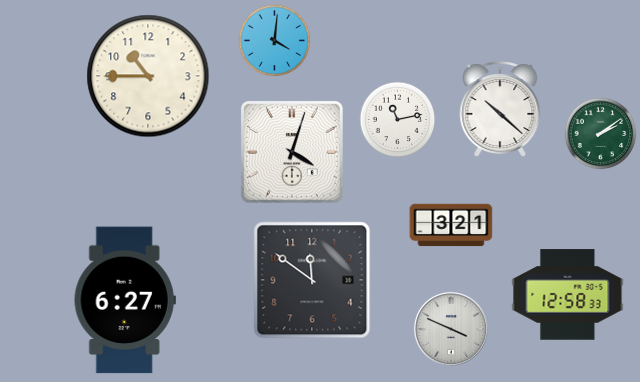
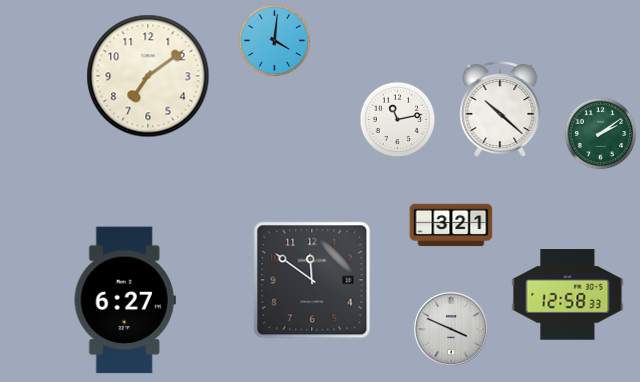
clock at (148, 76): 10:45 -> 7:09
clock at (292, 152): 4:03 -> none
